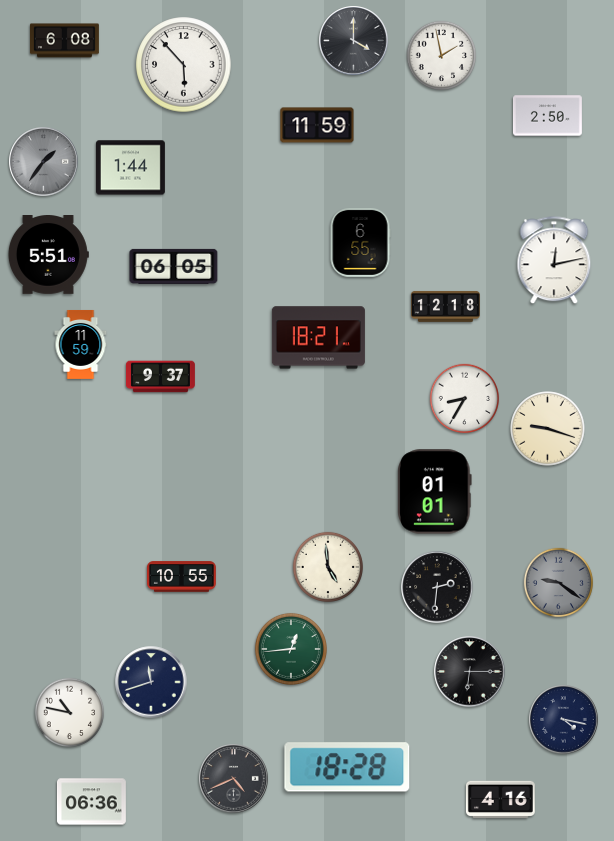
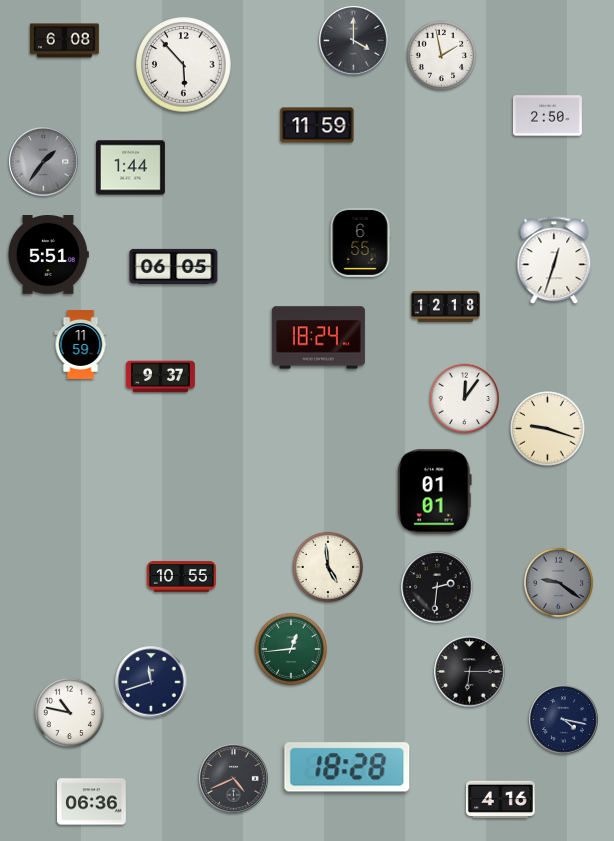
clock at (554, 261): 12:13 -> 12:33
clock at (318, 338): 18:21 -> 18:24
clock at (465, 399): 8:35 -> 12:06
